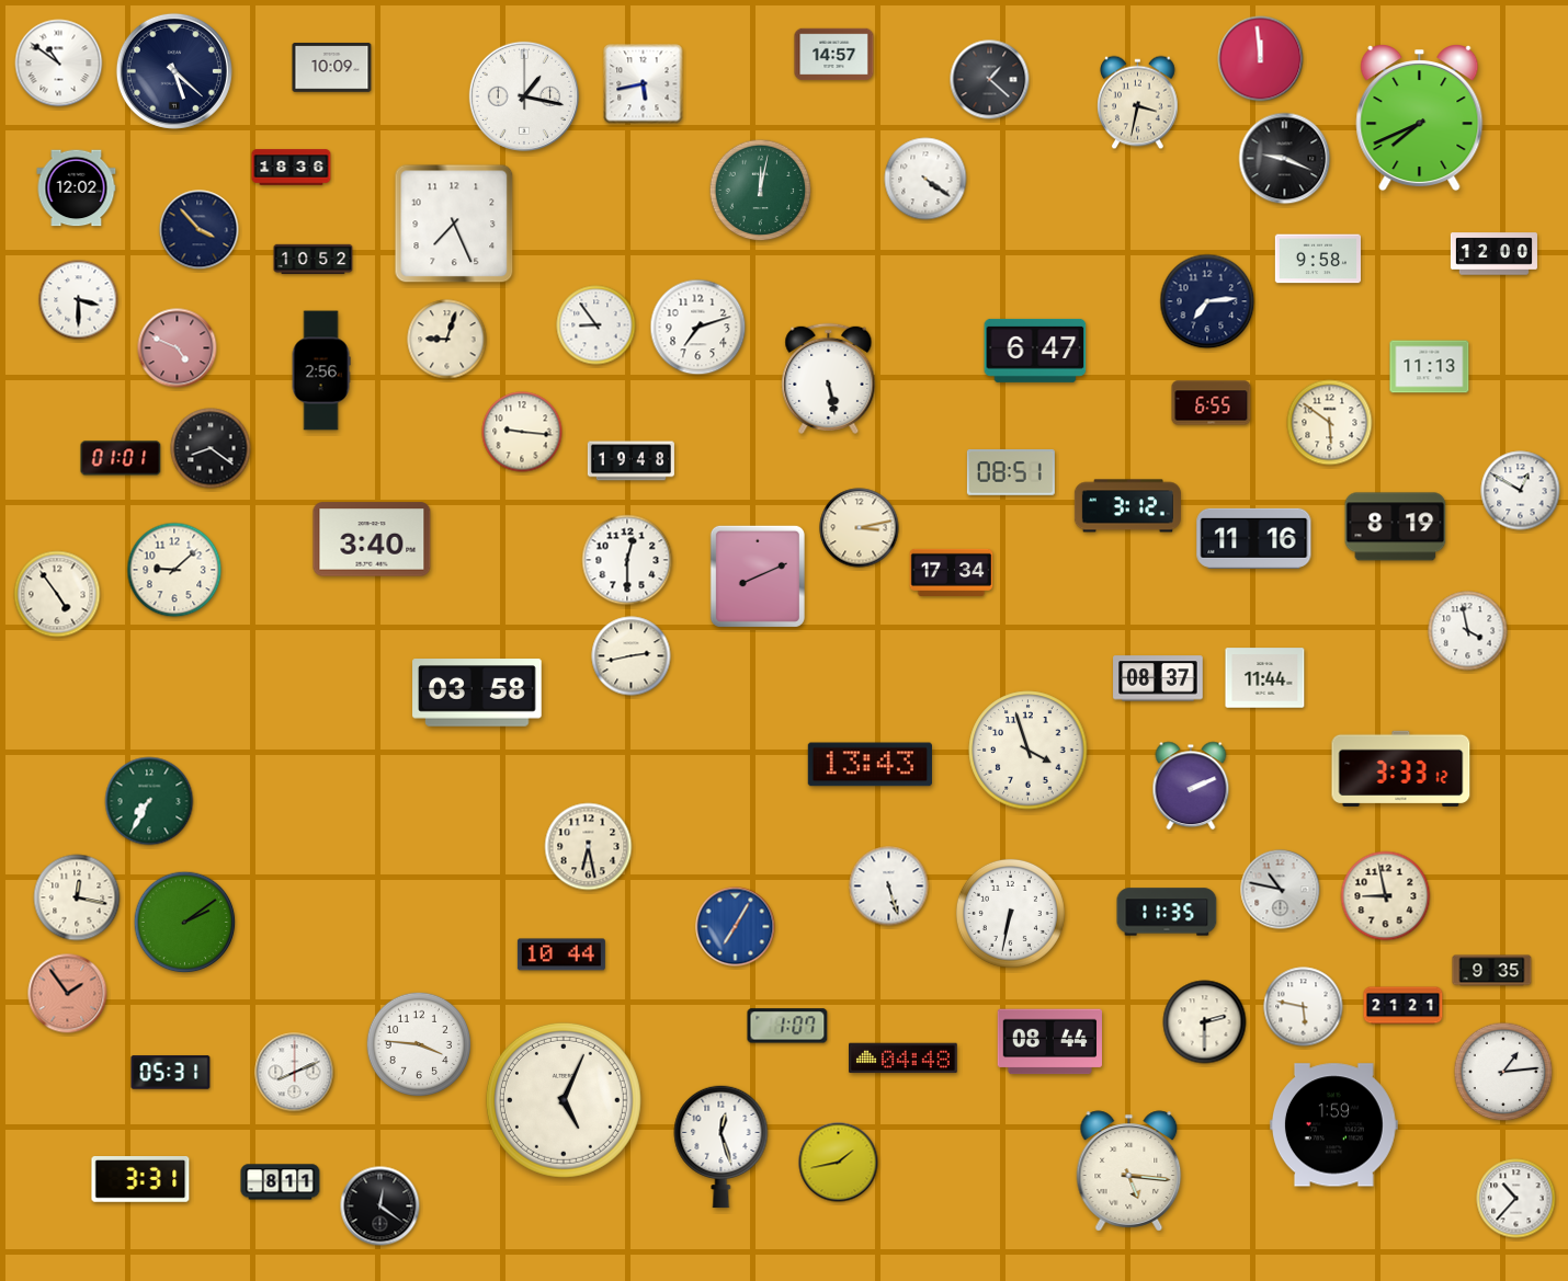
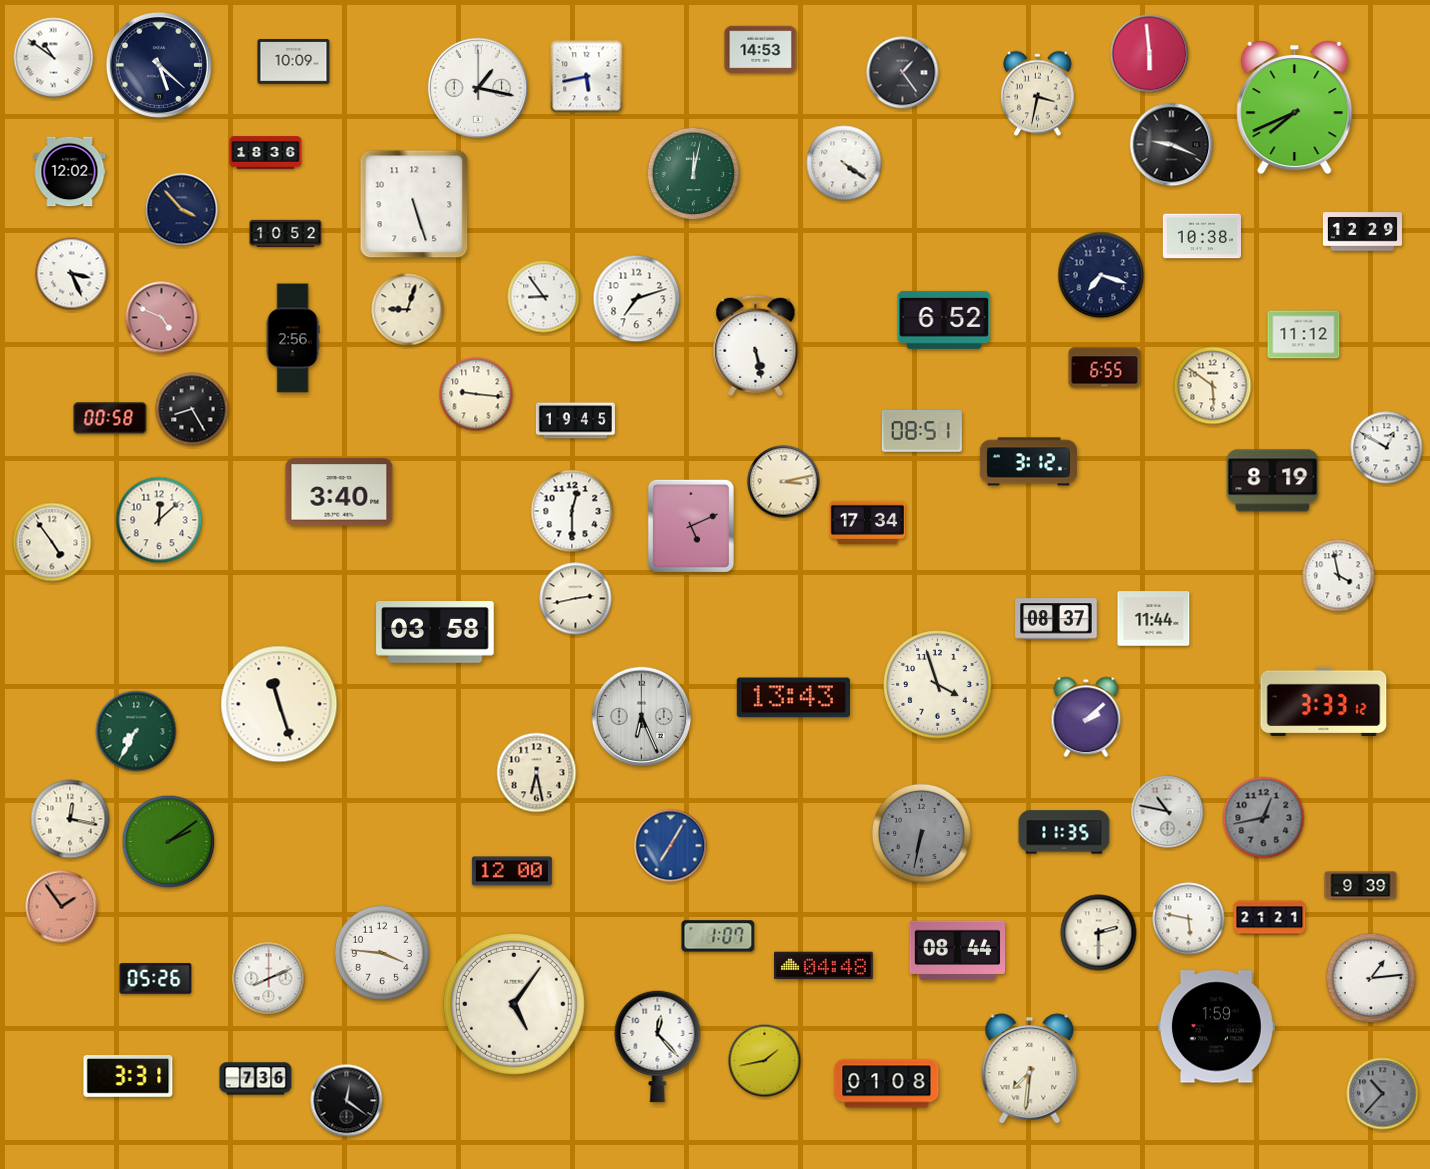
clock at (834, 55): 14:57 -> 14:53
clock at (1261, 59): 11:59 -> 5:59
clock at (332, 68) position: (332, 68) -> (294, 62)
clock at (990, 80): 1:22 -> 1:24
clock at (454, 224): 7:26 -> 5:27
clock at (1493, 254): 12:00 -> 12:29
clock at (1317, 259): 9:58 -> 10:38
clock at (314, 260) position: (314, 260) -> (286, 234)
clock at (79, 300): 3:30 -> 3:26
clock at (1207, 301): 7:14 -> 7:18
clock at (1035, 351): 6:47 -> 6:52
clock at (1430, 367): 11:13 -> 11:12
clock at (211, 448): 8:21 -> 8:25
clock at (121, 458): 01:01 -> 00:58
clock at (630, 461): 19:48 -> 19:45
clock at (1254, 538): 11:16 -> none
clock at (174, 570): 9:08 -> 12:08
clock at (758, 576): 8:11 -> 5:11
clock at (1401, 768) position: (1401, 768) -> (1324, 701)
clock at (279, 704): none -> 11:27
clock at (641, 716): none -> 6:26
clock at (1191, 786): 2:11 -> 2:08
clock at (889, 887): 5:27 -> none
clock at (1386, 896): 8:58 -> 12:43
clock at (1386, 896) dial: cream -> grey
clock at (1010, 913) dial: white -> grey
clock at (561, 954): 10:44 -> 12:00
clock at (1492, 971): 9:35 -> 9:39
clock at (1404, 1006) position: (1404, 1006) -> (1270, 918)
clock at (171, 1073): 05:31 -> 05:26
clock at (564, 1100): 5:04 -> 5:06
clock at (721, 1146): 12:27 -> 12:23
clock at (1129, 1171): 5:16 -> 7:31
clock at (281, 1182): 8:11 -> 7:36
clock at (887, 1084): none -> 01:08
clock at (1516, 1199) dial: white -> grey
